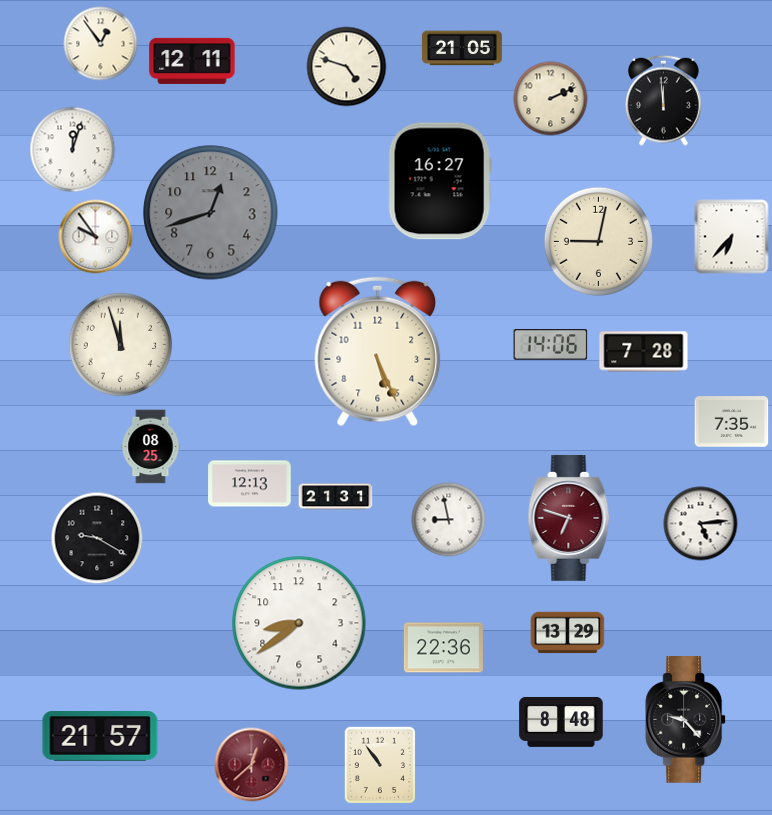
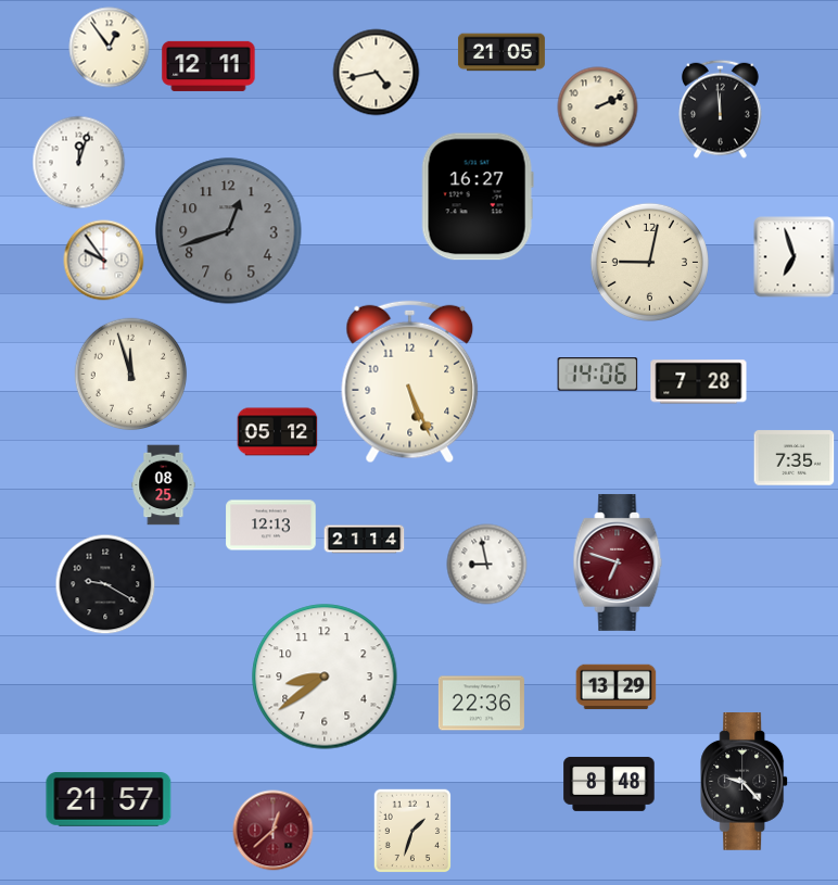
clock at (347, 67): 4:48 -> 4:43
clock at (96, 237) position: (96, 237) -> (104, 261)
clock at (732, 237): 6:37 -> 6:57
clock at (278, 432): none -> 05:12
clock at (336, 497): 21:31 -> 21:14
clock at (701, 524): 5:14 -> none
clock at (380, 765): 10:54 -> 1:33
